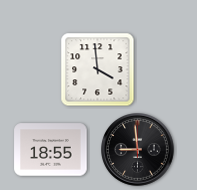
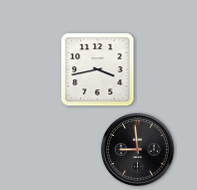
clock at (98, 70): 3:59 -> 3:43
clock at (51, 150): 18:55 -> none
